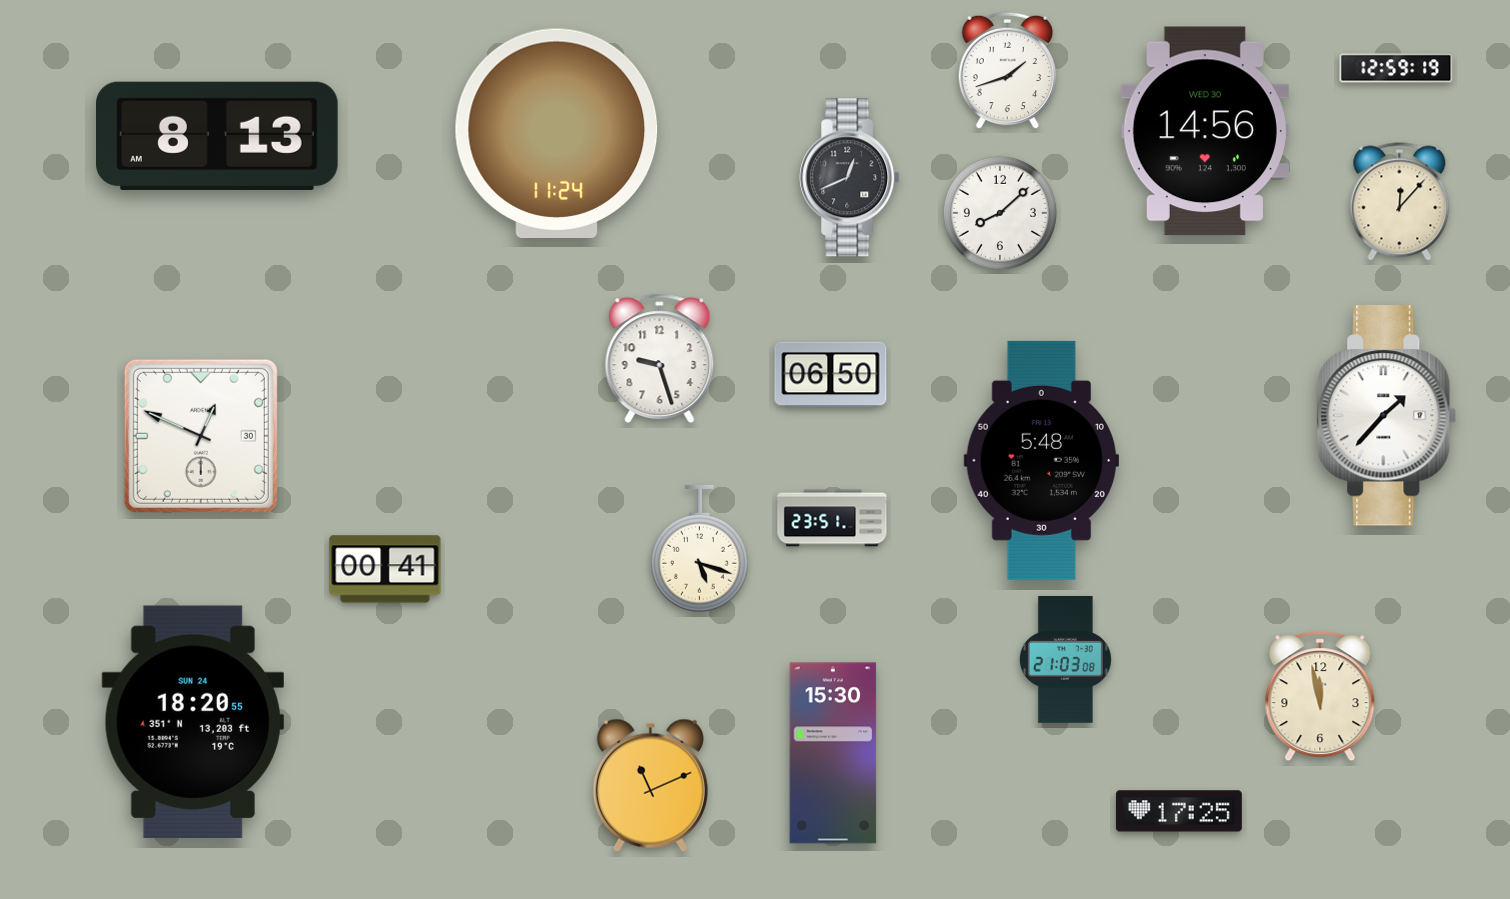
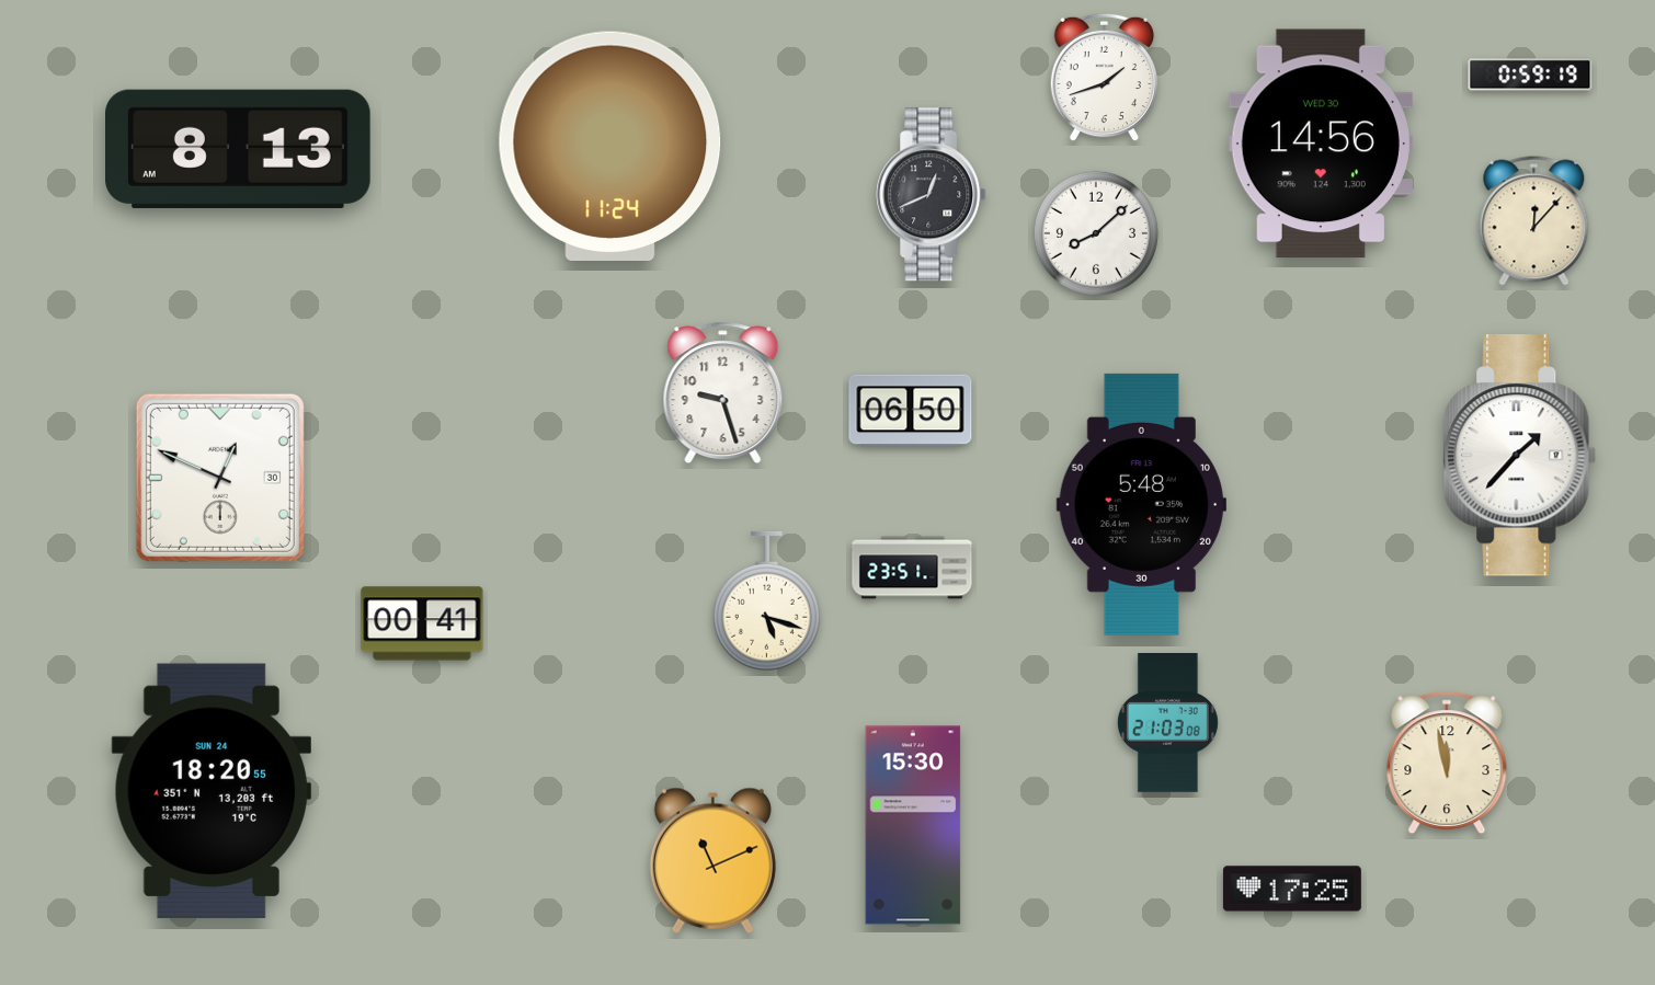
clock at (1396, 68): 12:59 -> 0:59
